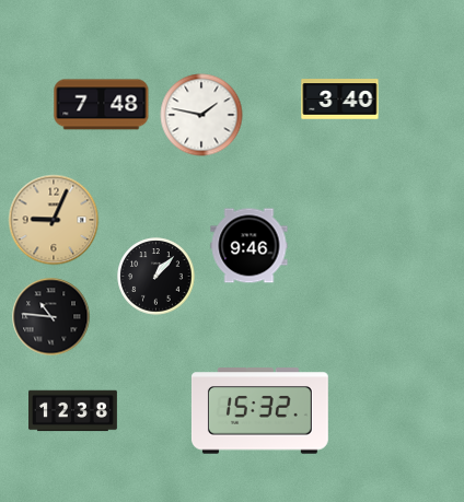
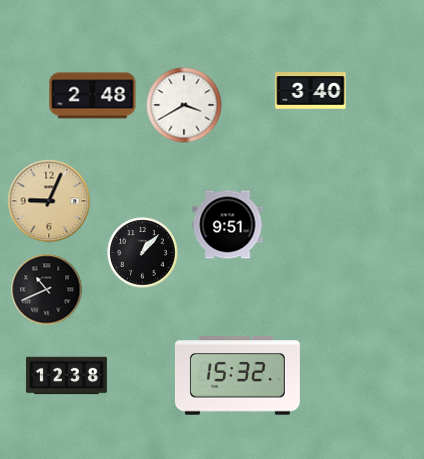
clock at (102, 105): 7:48 -> 2:48
clock at (201, 115): 1:47 -> 3:40
clock at (250, 246): 9:46 -> 9:51
clock at (51, 317): 10:46 -> 10:41
